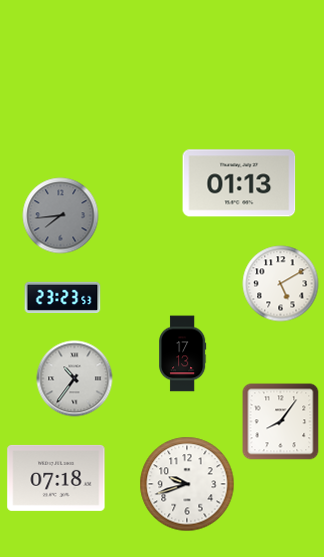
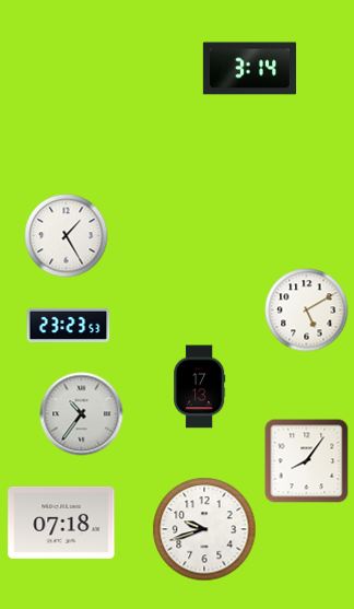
clock at (249, 69): none -> 3:14
clock at (239, 183): 01:13 -> none
clock at (61, 216): 7:44 -> 1:25
clock at (61, 216) dial: grey -> white
